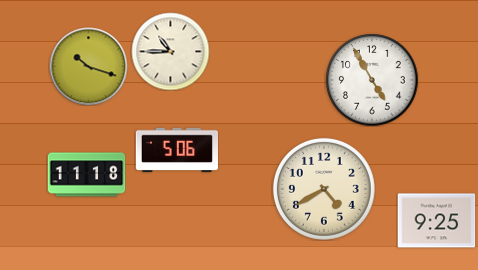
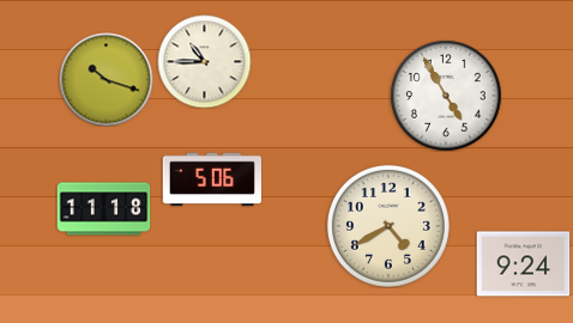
clock at (436, 221): 9:25 -> 9:24
